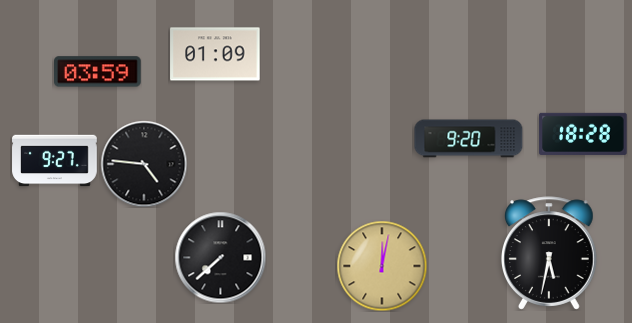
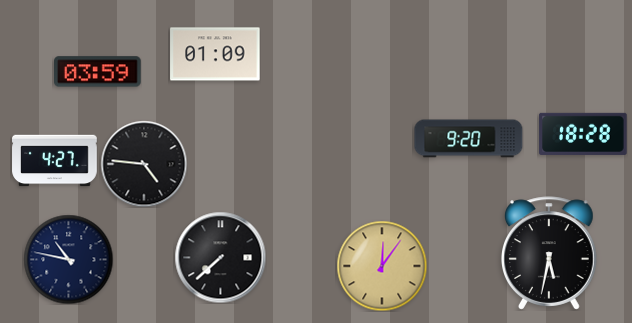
clock at (55, 161): 9:27 -> 4:27
clock at (68, 259): none -> 10:47
clock at (382, 266): 12:02 -> 12:06
